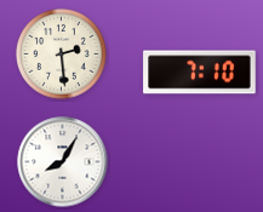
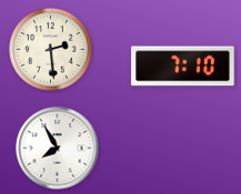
clock at (62, 55) position: (62, 55) -> (51, 50)
clock at (63, 162): 8:05 -> 7:55
